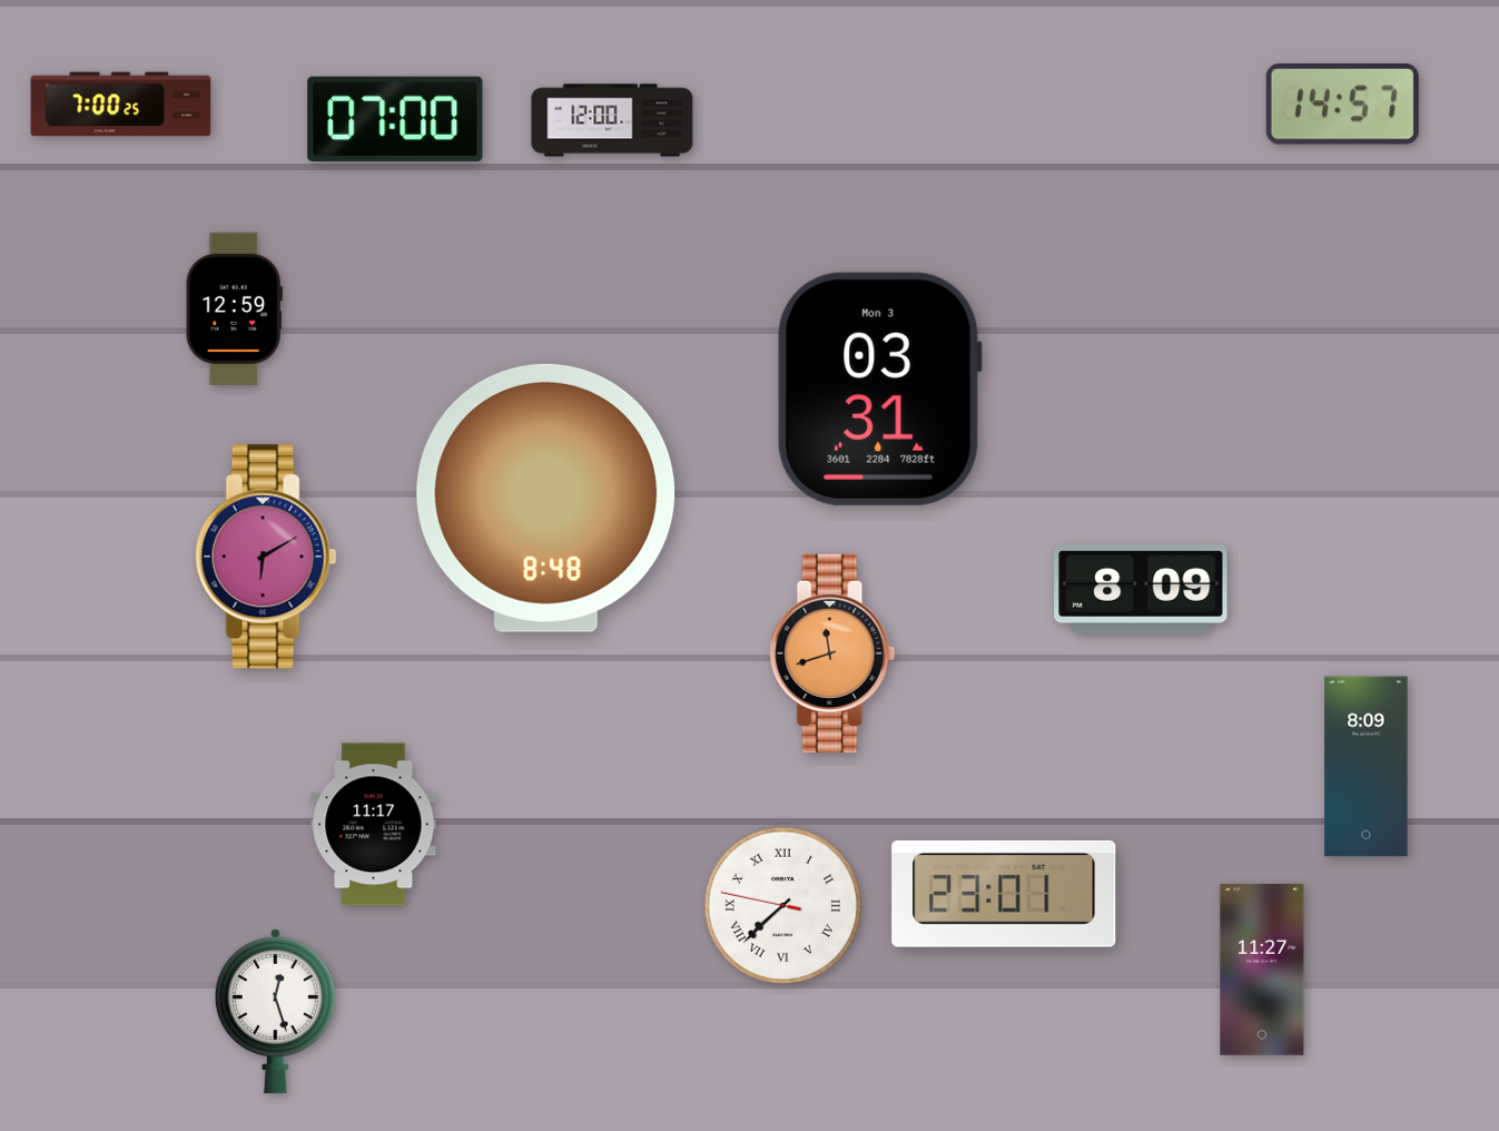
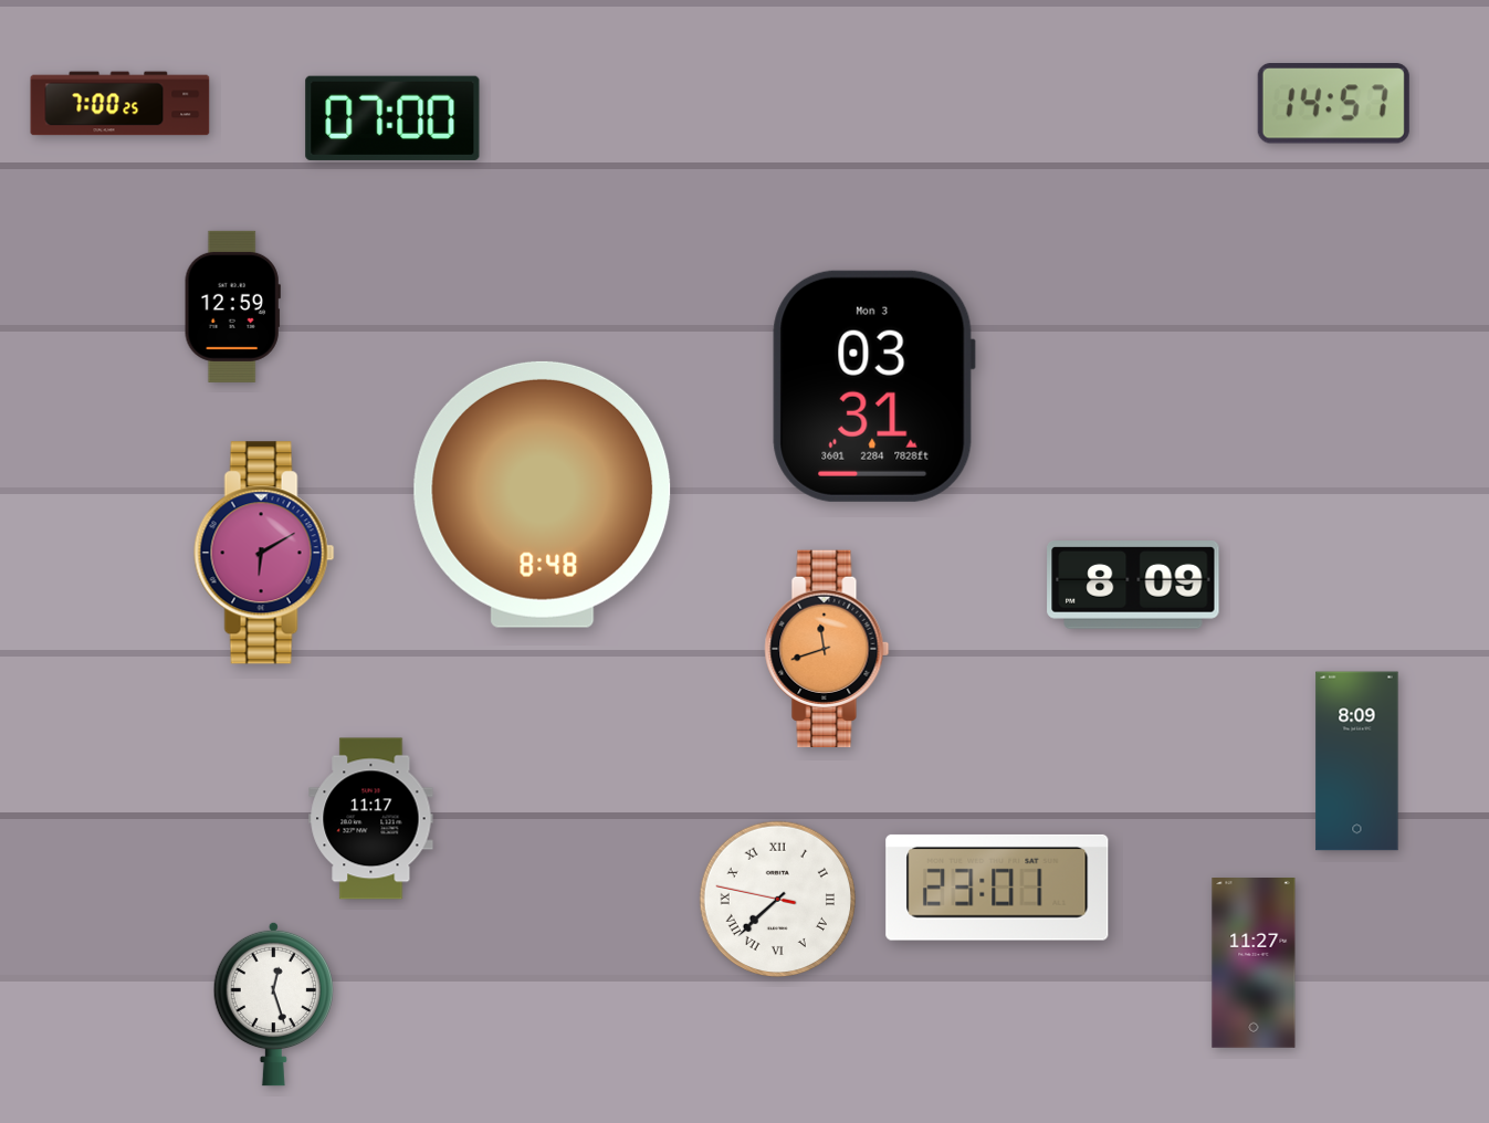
clock at (612, 120): 12:00 -> none
